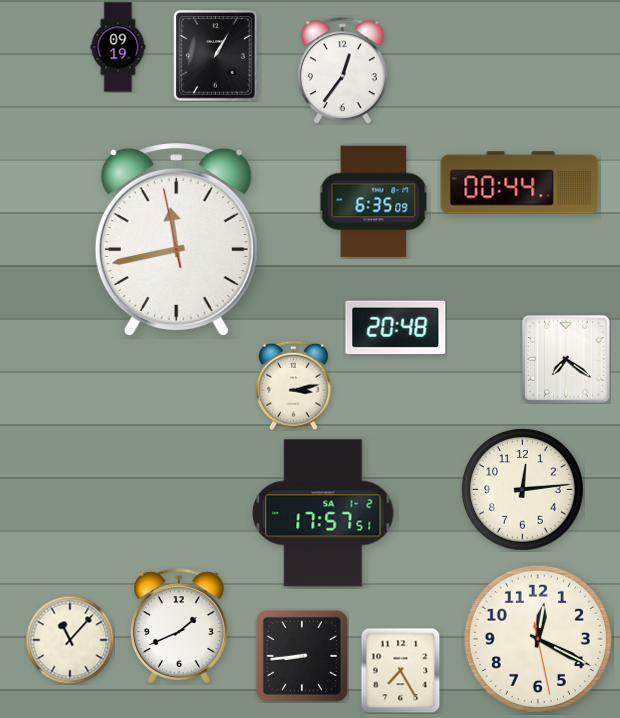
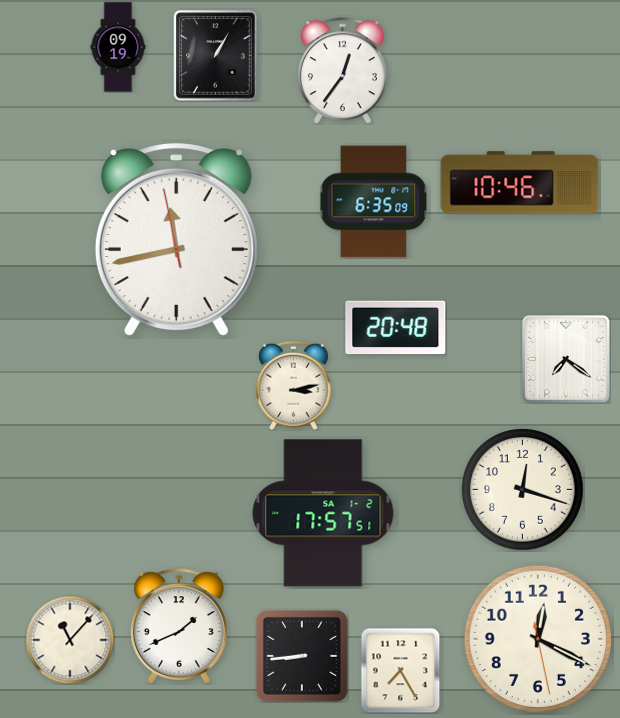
clock at (520, 183): 00:44 -> 10:46
clock at (523, 490): 12:14 -> 12:18
